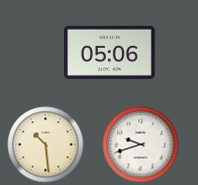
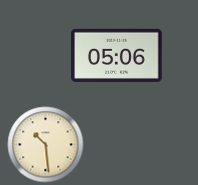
clock at (110, 52) position: (110, 52) -> (117, 55)
clock at (141, 145): 9:42 -> none
